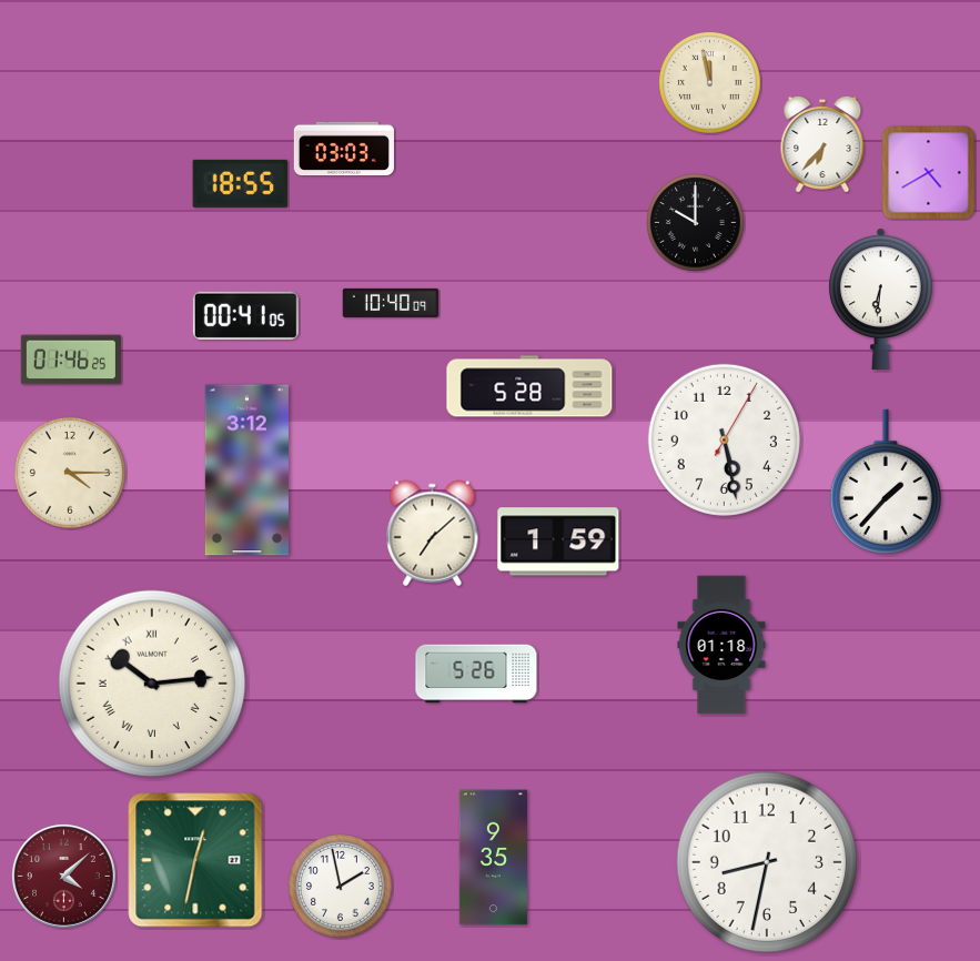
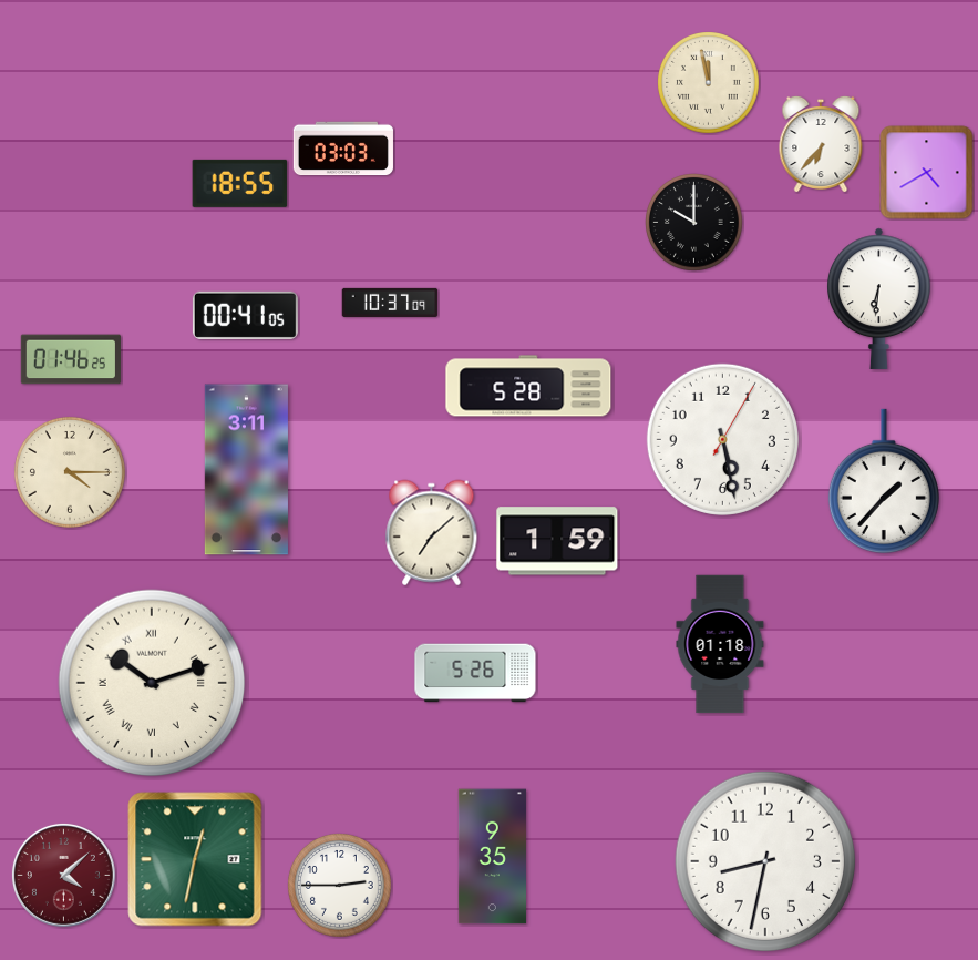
clock at (391, 303): 10:40 -> 10:37
clock at (246, 471): 3:12 -> 3:11
clock at (152, 684): 10:14 -> 10:12
clock at (341, 887): 1:58 -> 2:45
